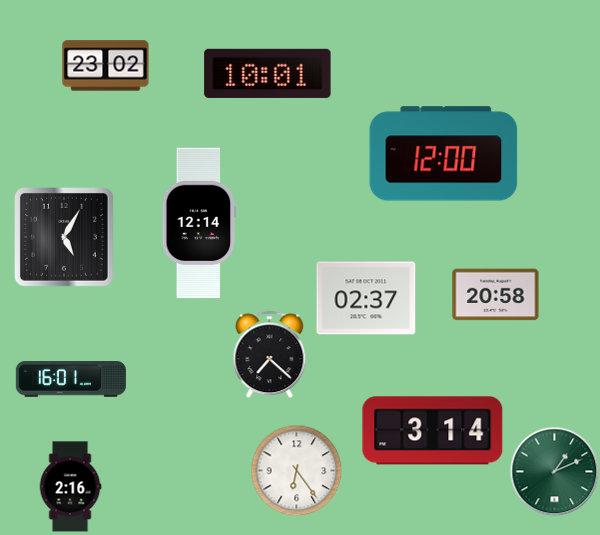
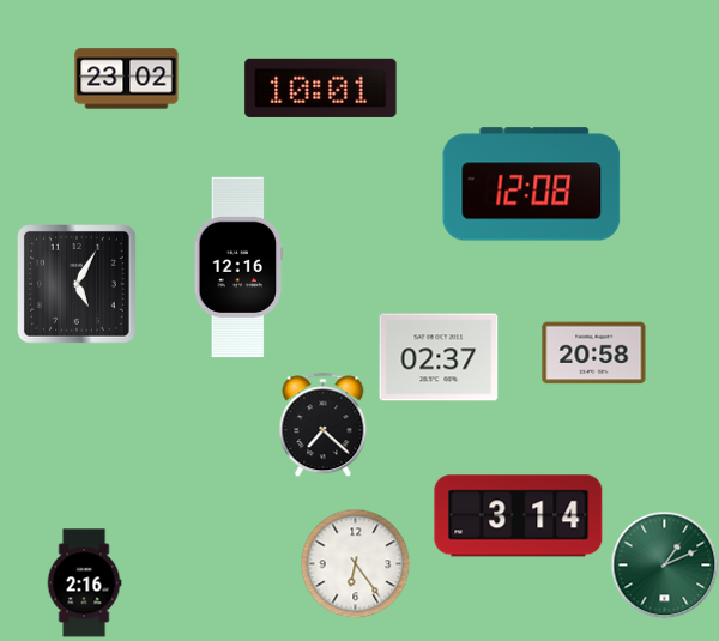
clock at (444, 154): 12:00 -> 12:08
clock at (199, 223): 12:14 -> 12:16
clock at (70, 379): 16:01 -> none
